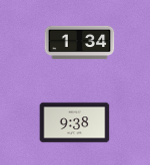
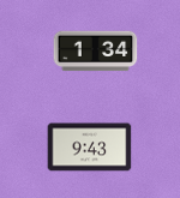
clock at (75, 123): 9:38 -> 9:43
